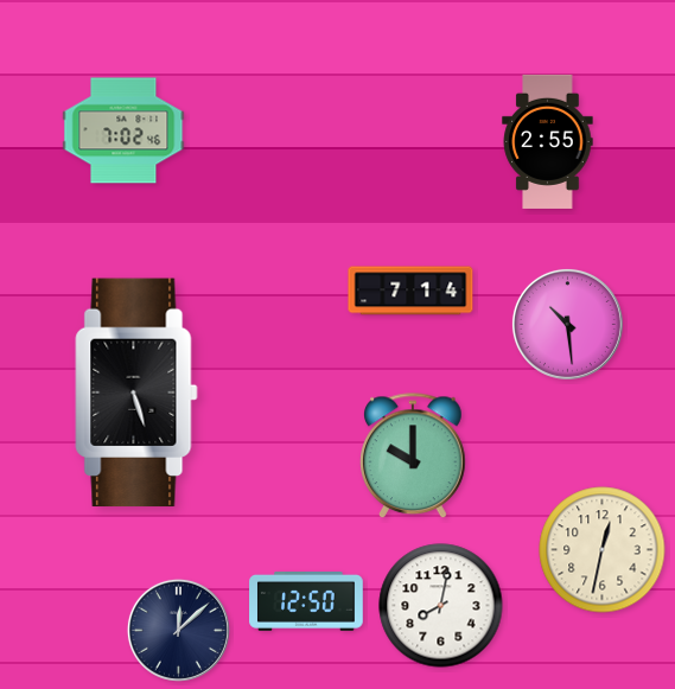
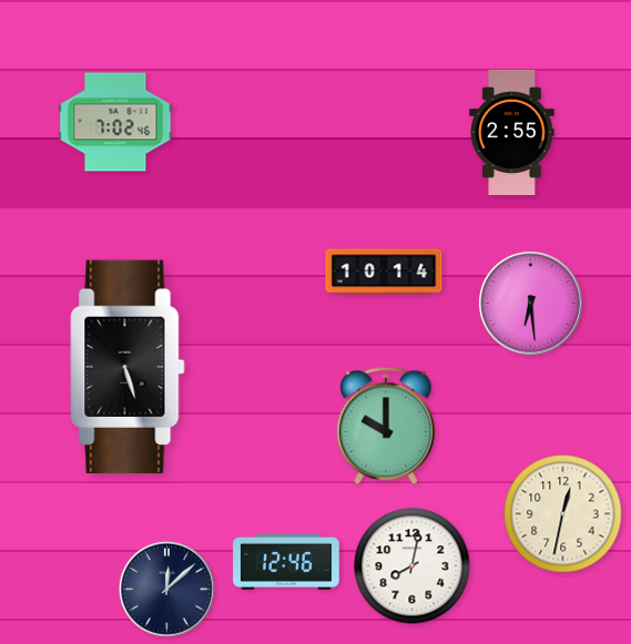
clock at (410, 291): 7:14 -> 10:14
clock at (567, 324): 10:29 -> 6:29
clock at (306, 602): 12:50 -> 12:46
